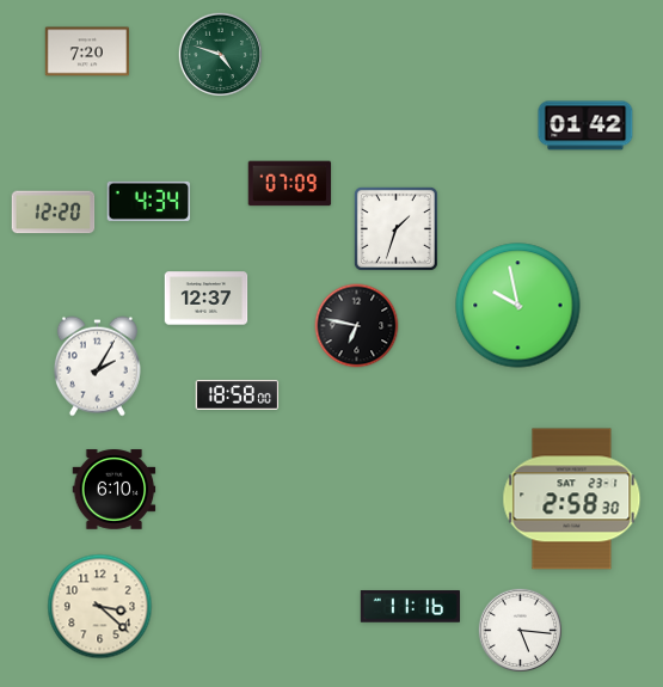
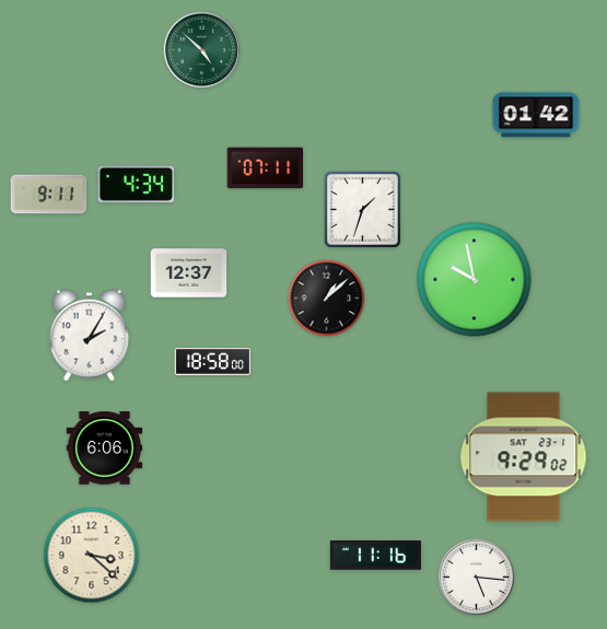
clock at (86, 51): 7:20 -> none
clock at (221, 55): 4:48 -> 4:52
clock at (290, 184): 07:09 -> 07:11
clock at (54, 213): 12:20 -> 9:11
clock at (357, 326): 6:47 -> 1:08
clock at (238, 394) position: (238, 394) -> (213, 361)
clock at (115, 490): 6:10 -> 6:06
clock at (572, 499): 2:58 -> 9:29
